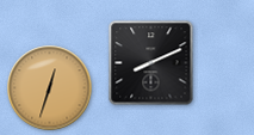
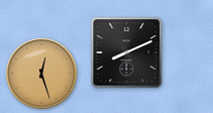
clock at (50, 88): 12:33 -> 12:27
